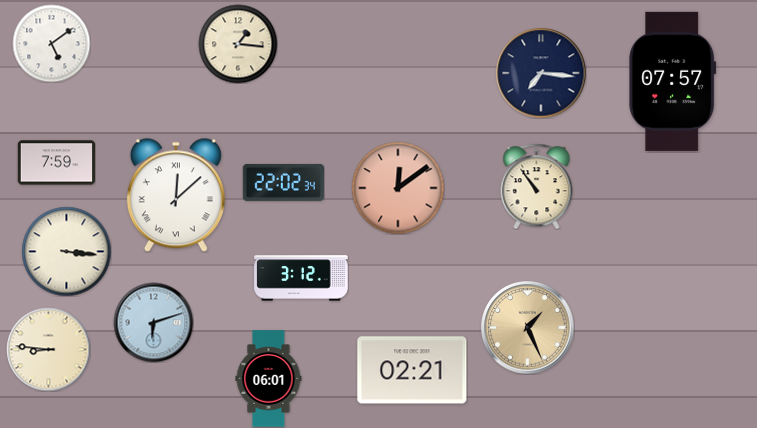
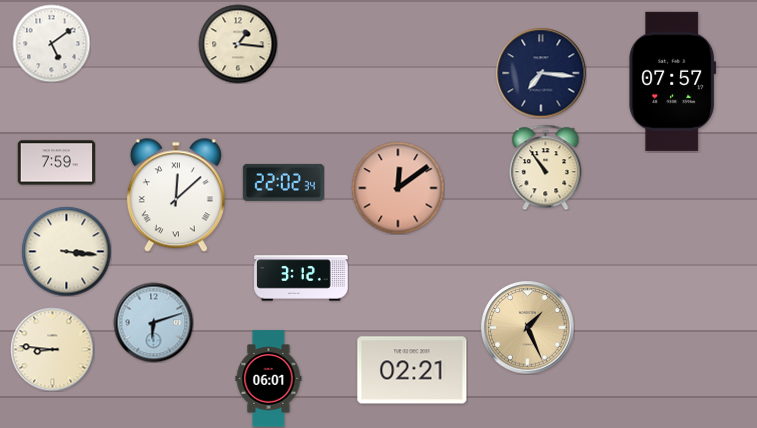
clock at (537, 186) position: (537, 186) -> (546, 167)
clock at (48, 349) position: (48, 349) -> (52, 349)
